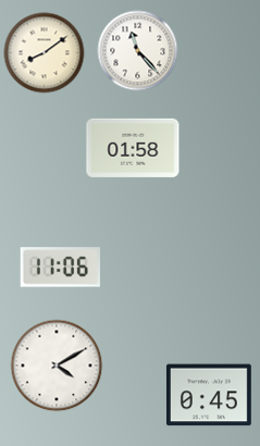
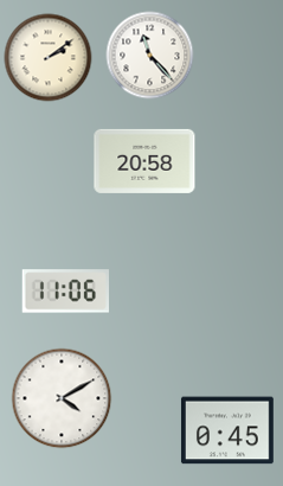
clock at (45, 53): 8:09 -> 2:09
clock at (133, 148): 01:58 -> 20:58
